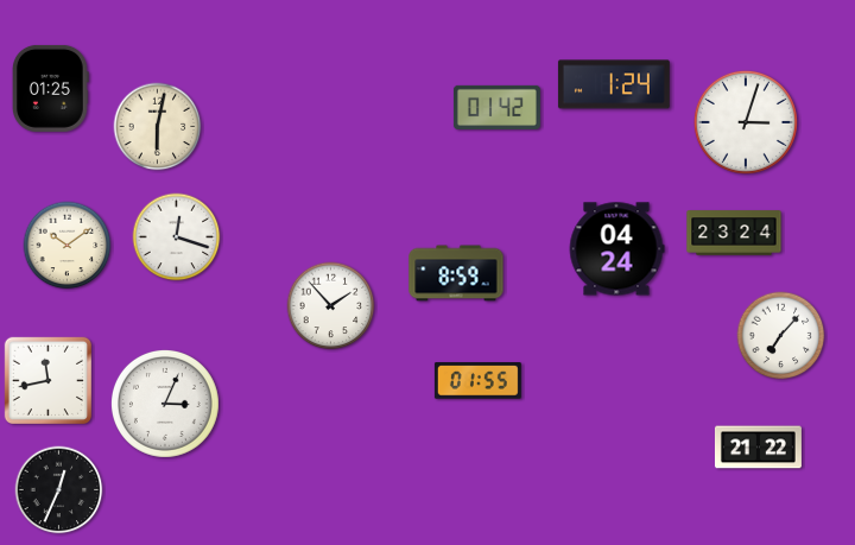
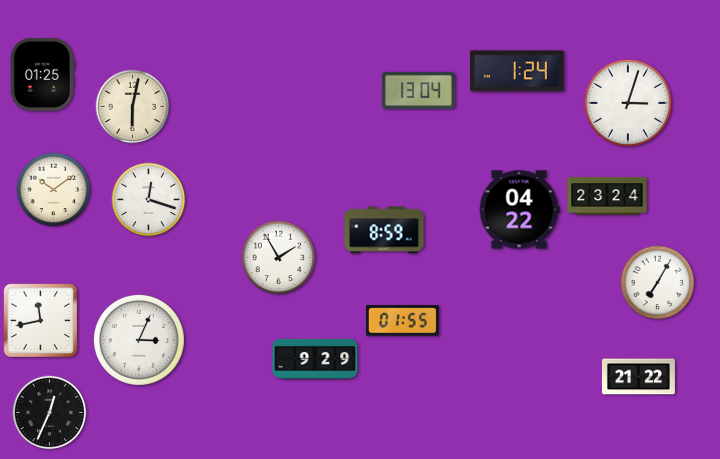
clock at (496, 107): 01:42 -> 13:04
clock at (734, 233) position: (734, 233) -> (607, 196)
clock at (68, 246) position: (68, 246) -> (54, 190)
clock at (616, 249): 04:24 -> 04:22
clock at (331, 306): 1:53 -> 1:55
clock at (781, 336): 7:07 -> 7:05
clock at (315, 359): none -> 9:29
